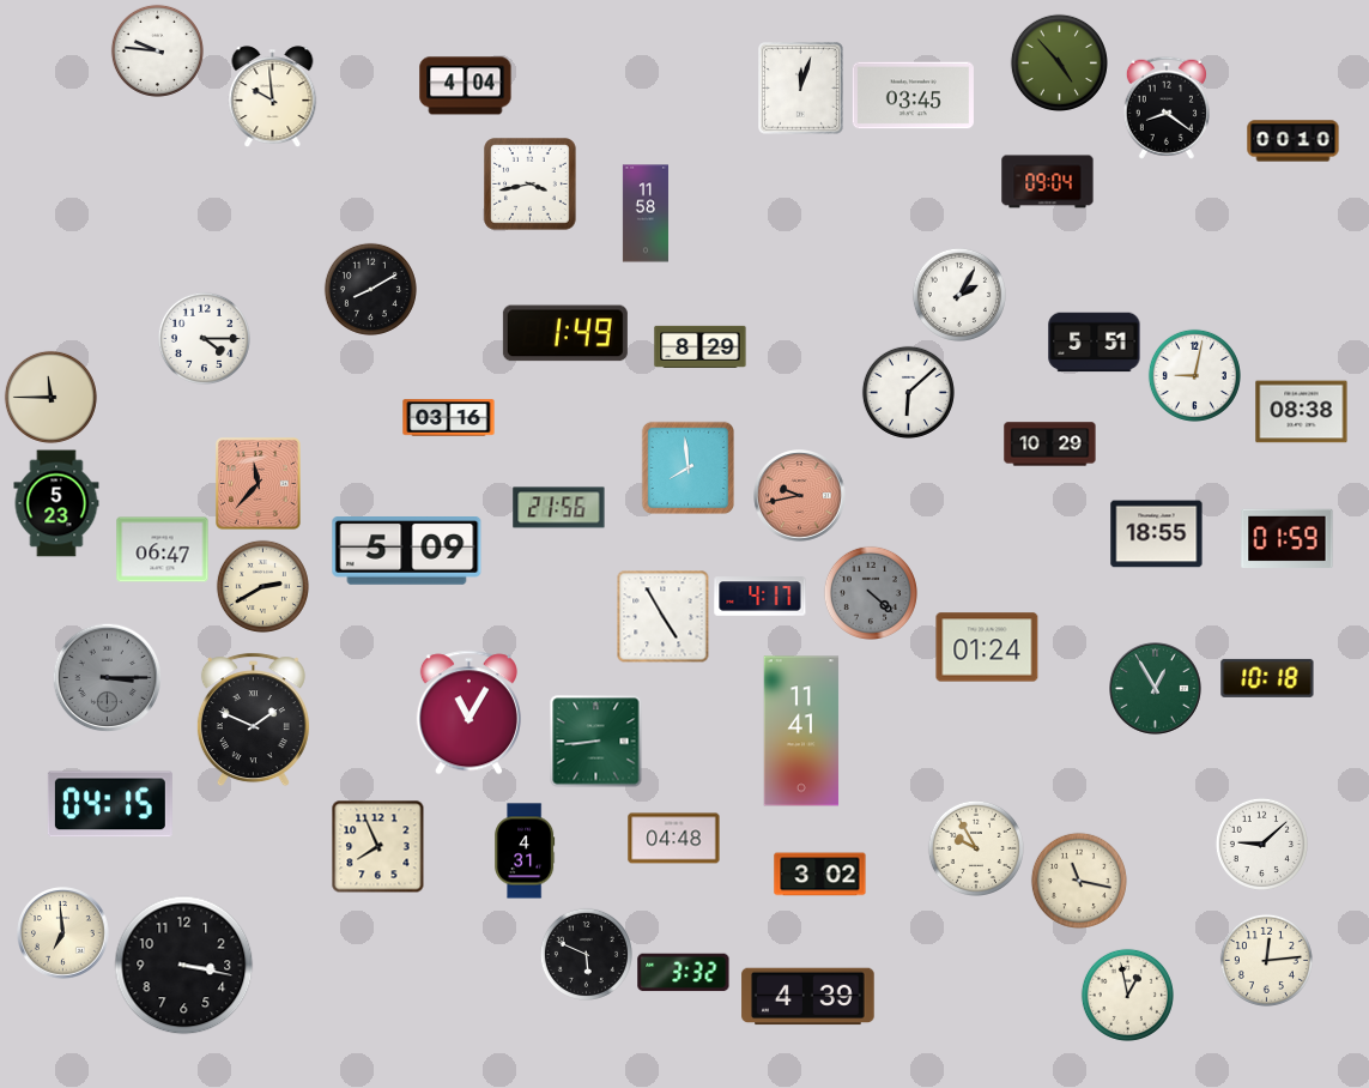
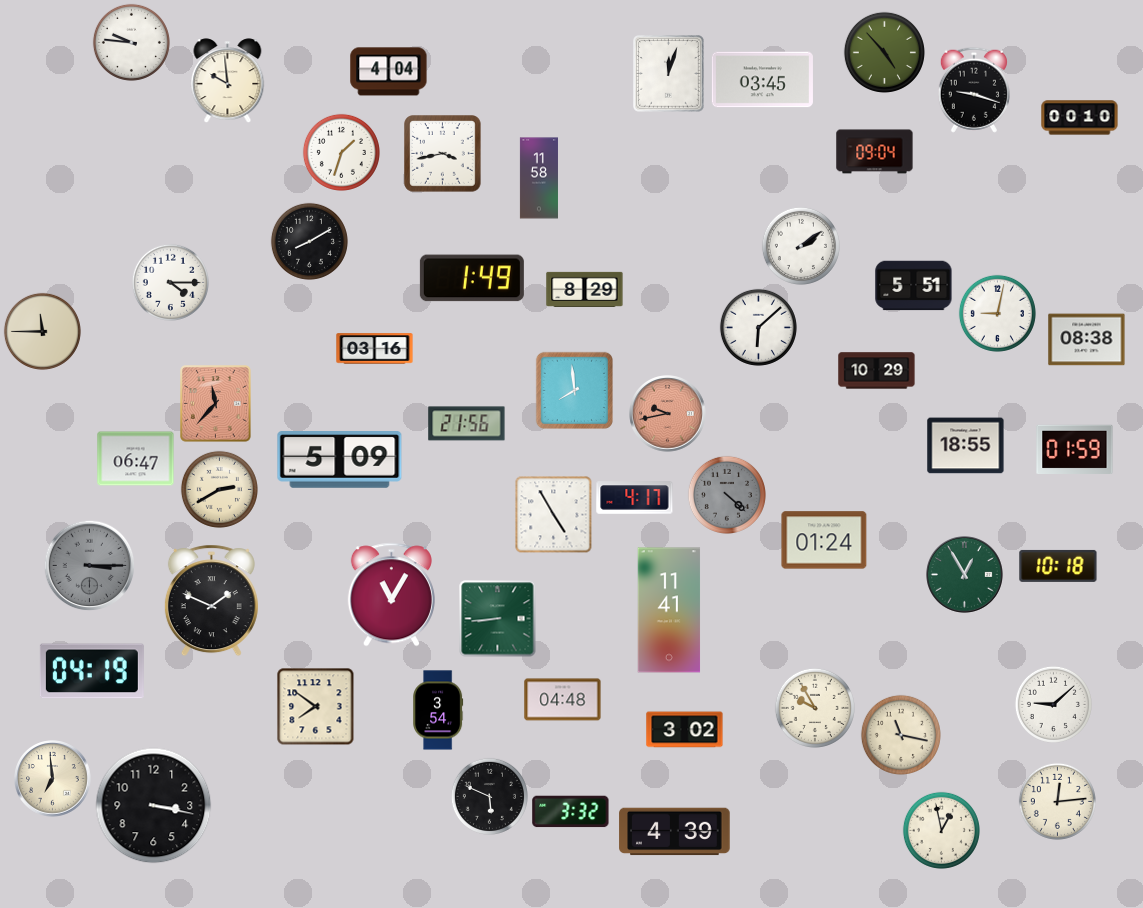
clock at (1167, 108): 8:21 -> 9:18
clock at (341, 152): none -> 1:33
clock at (959, 295): 2:05 -> 2:09
clock at (1302, 412) position: (1302, 412) -> (1087, 340)
clock at (56, 503): 5:23 -> none
clock at (110, 804): 04:15 -> 04:19
clock at (377, 846): 7:56 -> 7:51
clock at (525, 851): 4:31 -> 3:54
